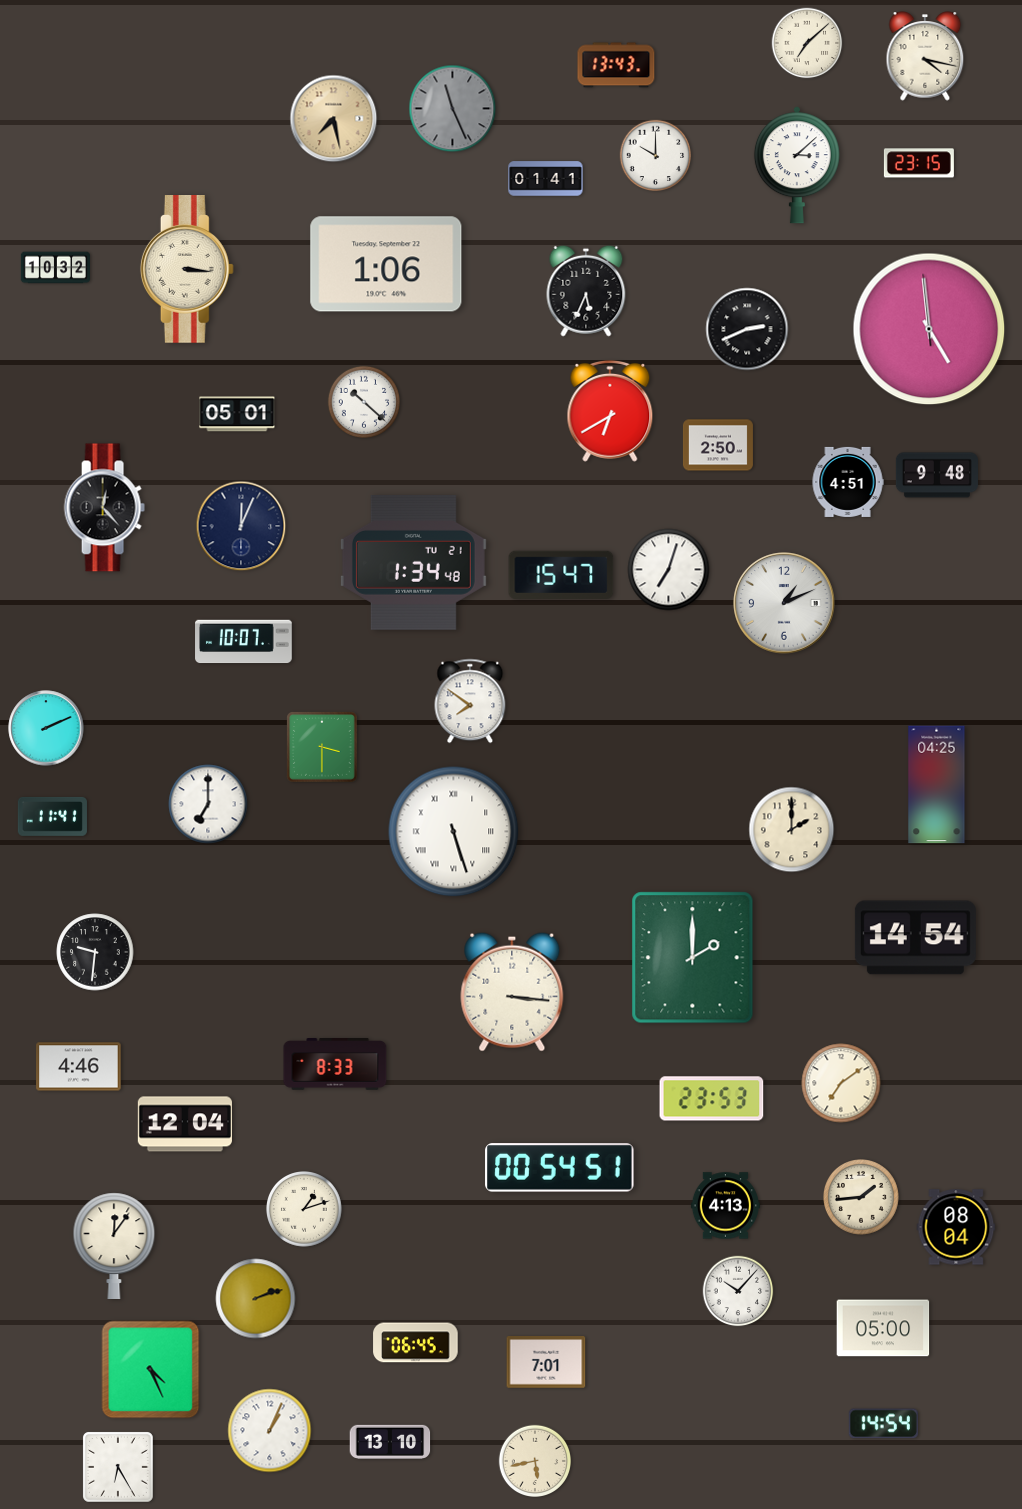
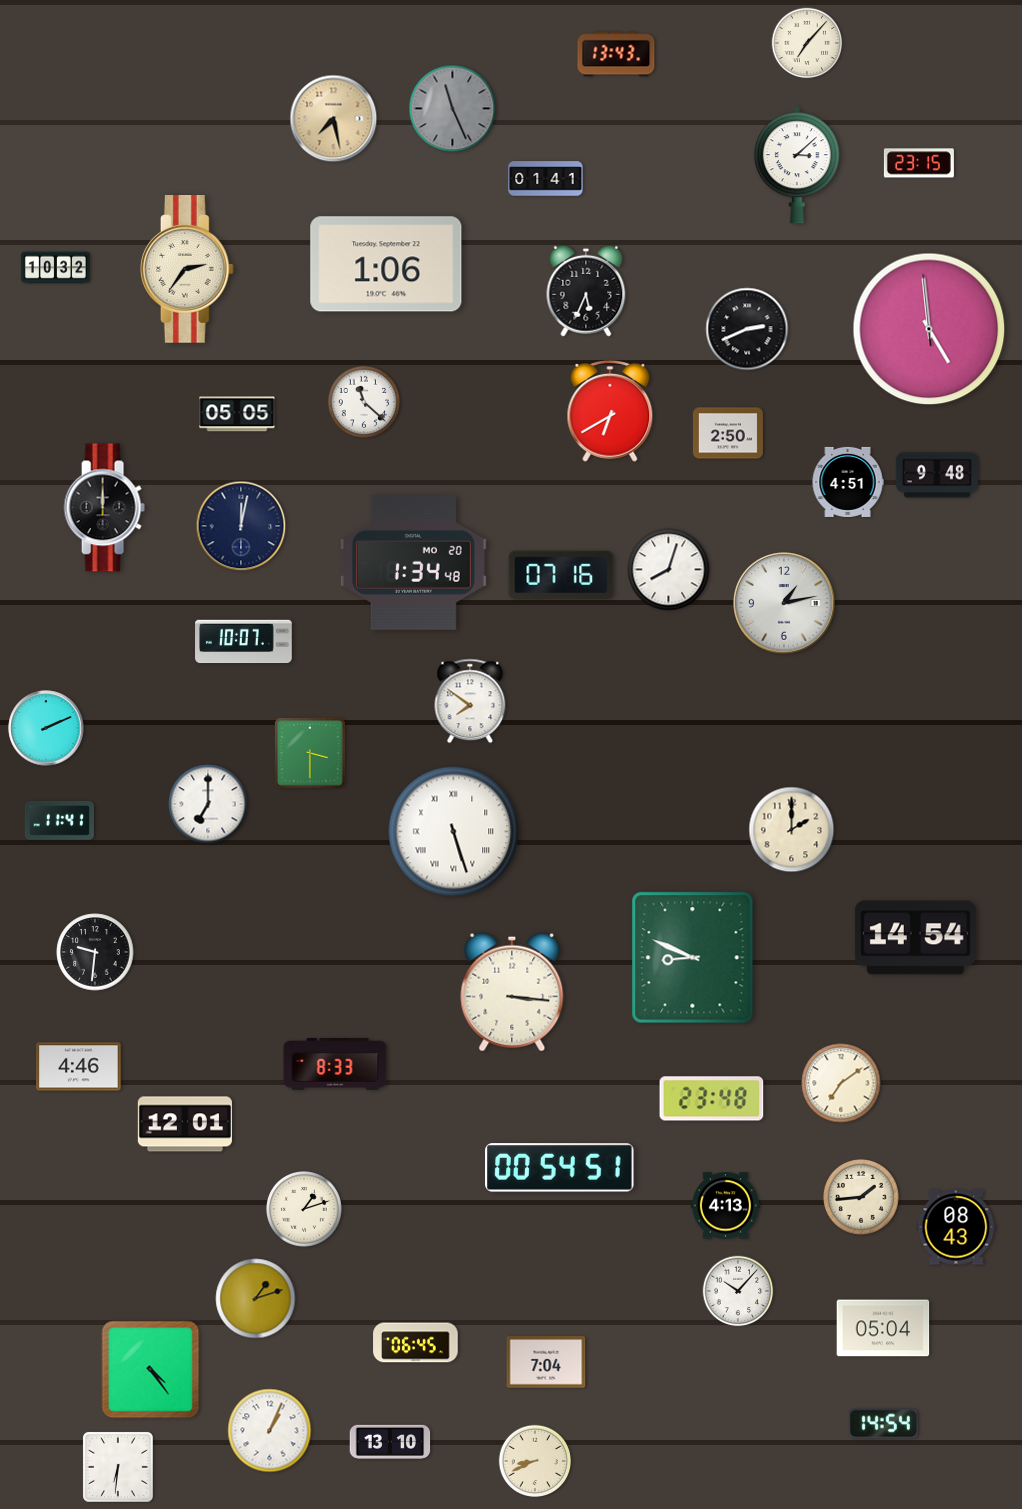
clock at (807, 43): 7:08 -> 7:07
clock at (925, 56): 4:17 -> none
clock at (616, 65) position: (616, 65) -> (616, 54)
clock at (656, 156): 10:00 -> none
clock at (187, 270): 3:16 -> 2:36
clock at (363, 401): 10:22 -> 11:22
clock at (237, 414): 05:01 -> 05:05
clock at (718, 445) position: (718, 445) -> (728, 433)
clock at (104, 508): 12:23 -> 12:00
clock at (241, 526): 12:04 -> 12:02
clock at (413, 562) date: TU 21 -> MO 20
clock at (669, 570): 7:03 -> 8:03
clock at (561, 575): 15:47 -> 07:16
clock at (784, 603): 1:11 -> 1:13
clock at (323, 748) position: (323, 748) -> (311, 754)
clock at (937, 785): 04:25 -> none
clock at (52, 816) position: (52, 816) -> (59, 820)
clock at (693, 958): 2:00 -> 8:49
clock at (712, 1099): 23:53 -> 23:48
clock at (185, 1124): 12:04 -> 12:01
clock at (956, 1227): 08:04 -> 08:43
clock at (114, 1245): 12:06 -> none
clock at (256, 1299): 2:12 -> 1:12
clock at (883, 1328): 05:00 -> 05:04
clock at (546, 1363): 7:01 -> 7:04
clock at (151, 1370): 4:26 -> 4:24
clock at (534, 1460): 5:43 -> 8:41
clock at (119, 1468): 6:25 -> 6:31
